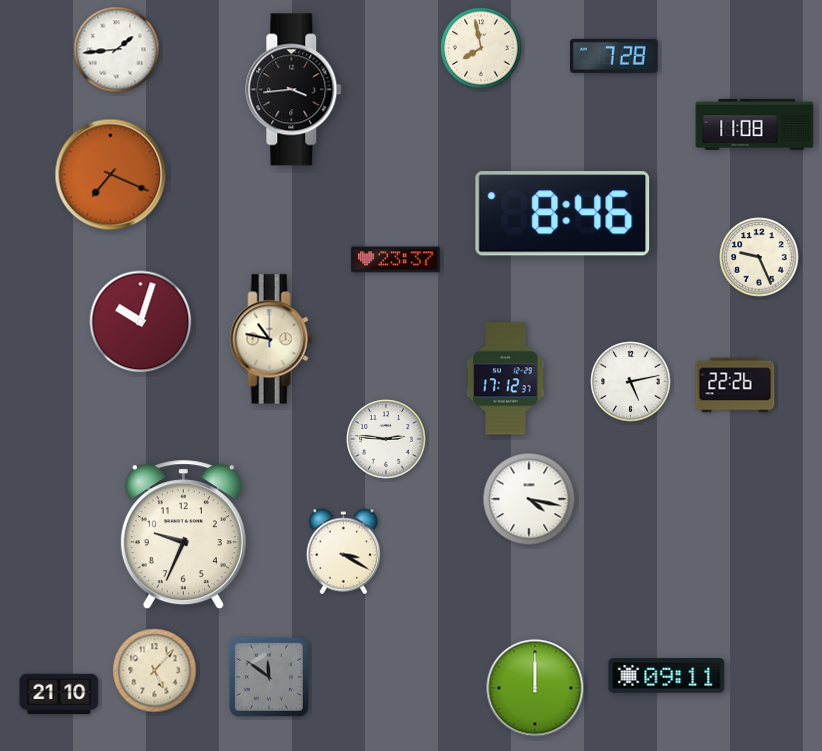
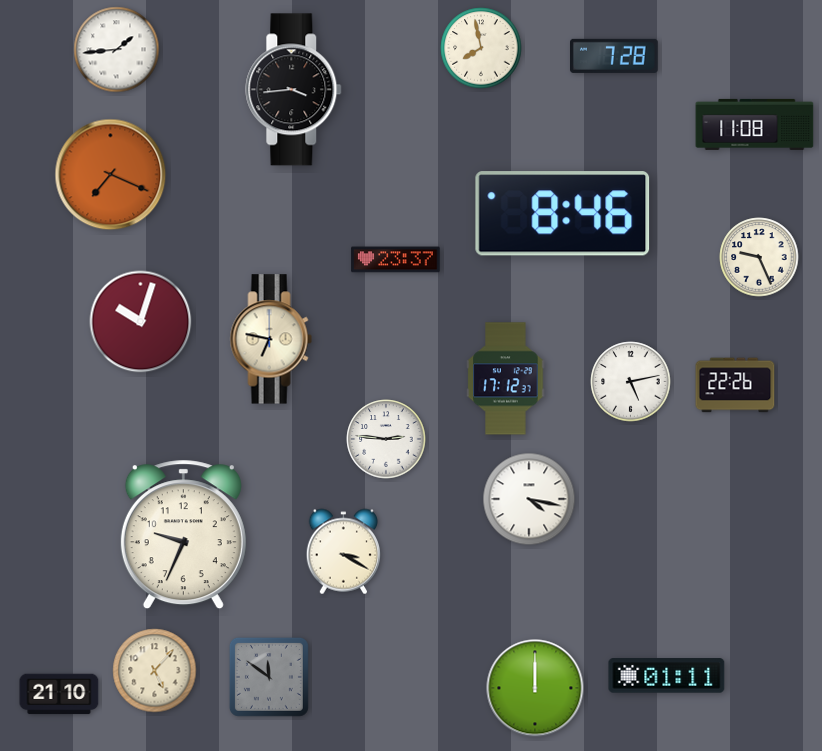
clock at (271, 339): 10:47 -> 6:47
clock at (667, 676): 09:11 -> 01:11
